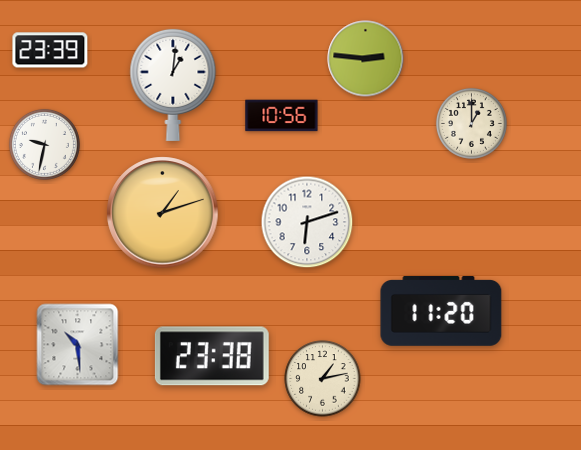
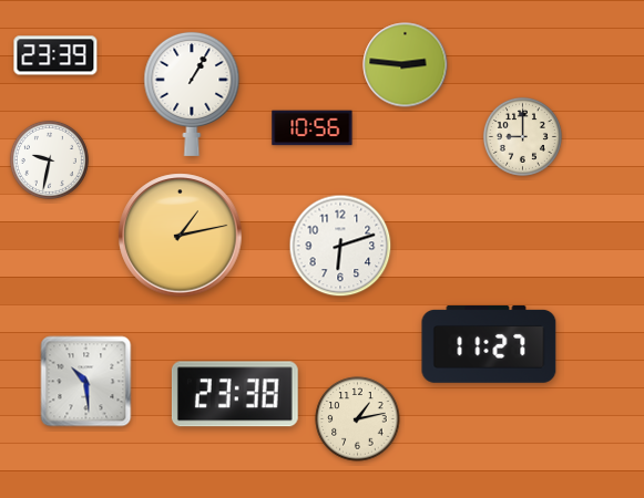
clock at (173, 84): 1:01 -> 1:05
clock at (471, 123): 1:00 -> 9:00
clock at (163, 213): 1:12 -> 1:13
clock at (441, 311): 11:20 -> 11:27
